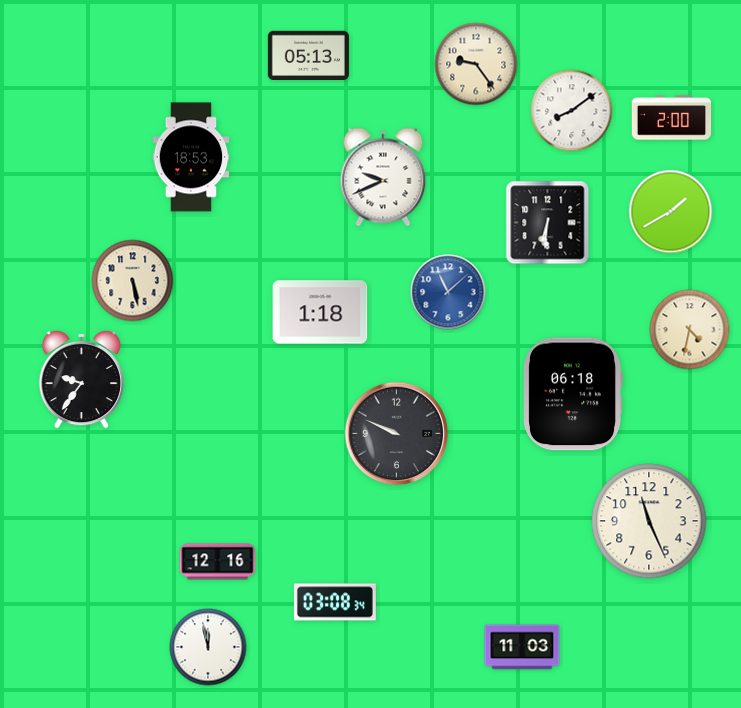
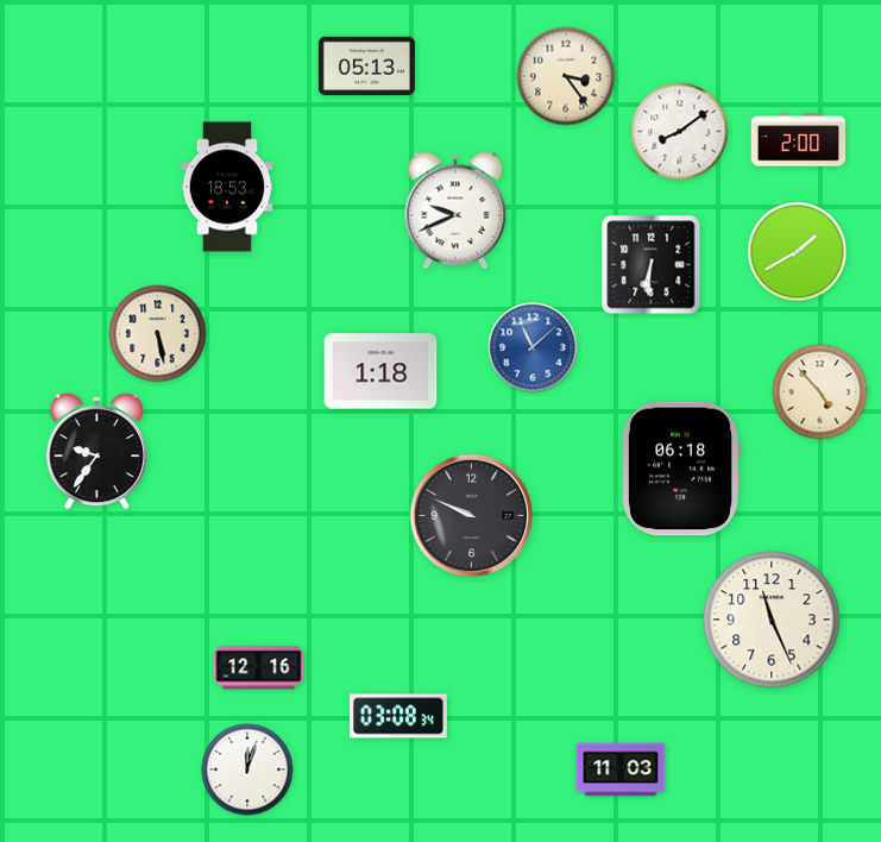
clock at (476, 64): 9:24 -> 3:24
clock at (690, 330): 4:32 -> 4:53
clock at (208, 647): 11:58 -> 12:03
